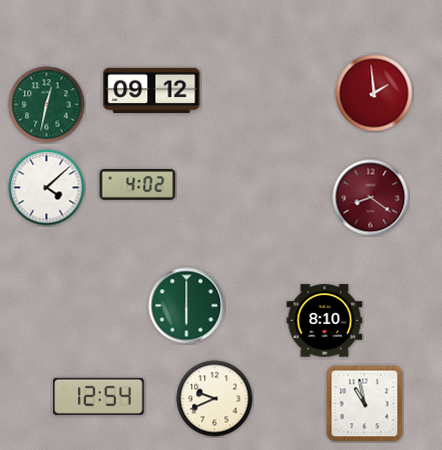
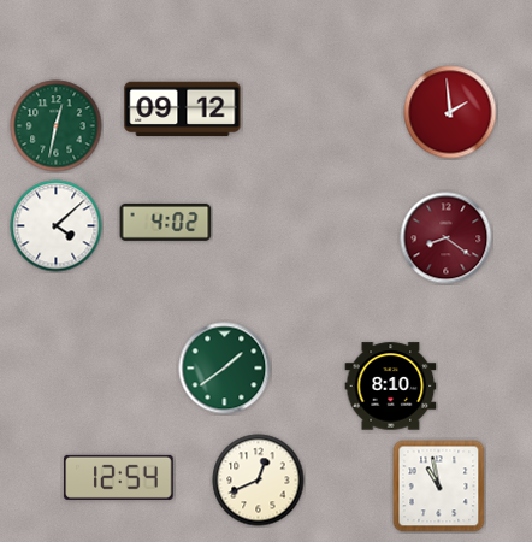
clock at (187, 306): 6:00 -> 1:39
clock at (215, 399): 9:41 -> 12:41
